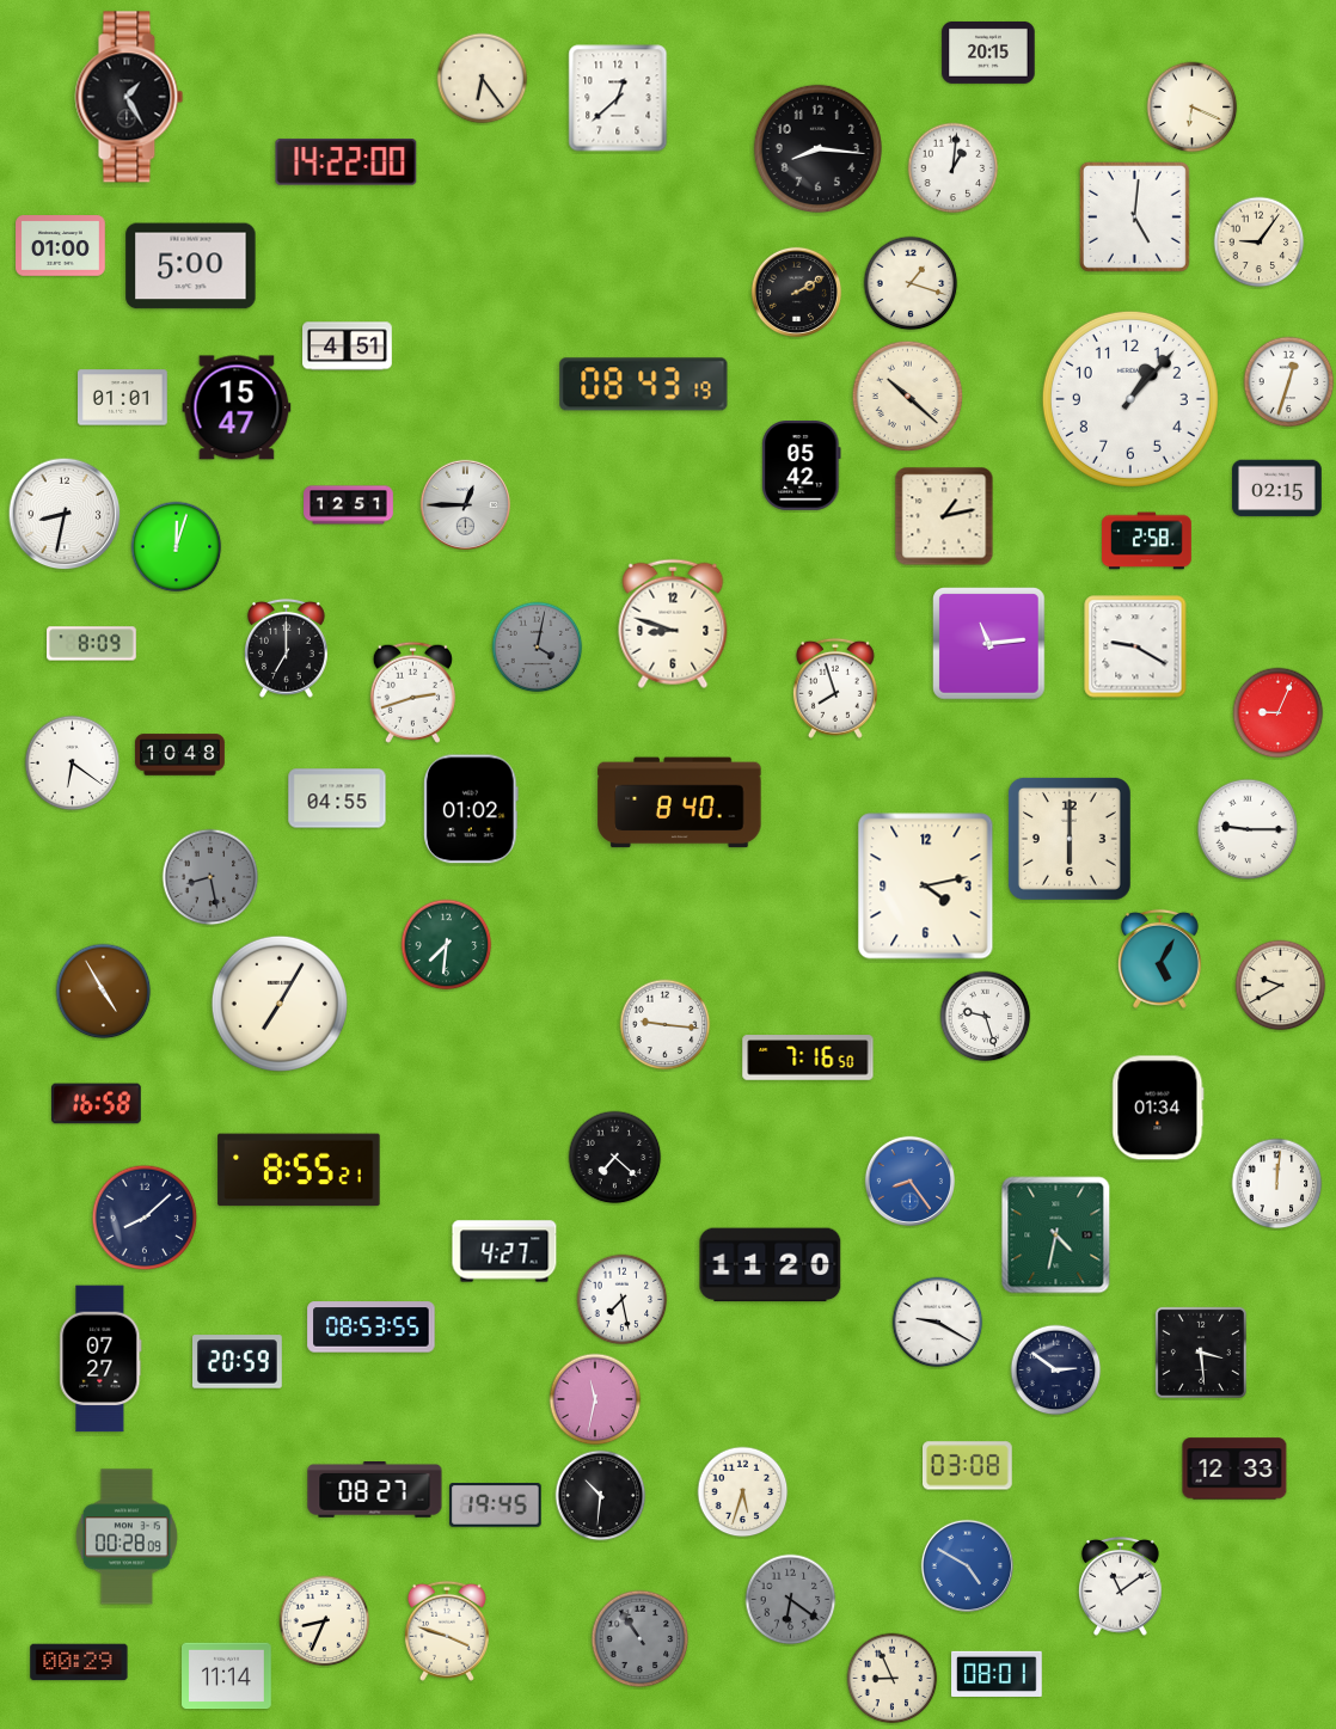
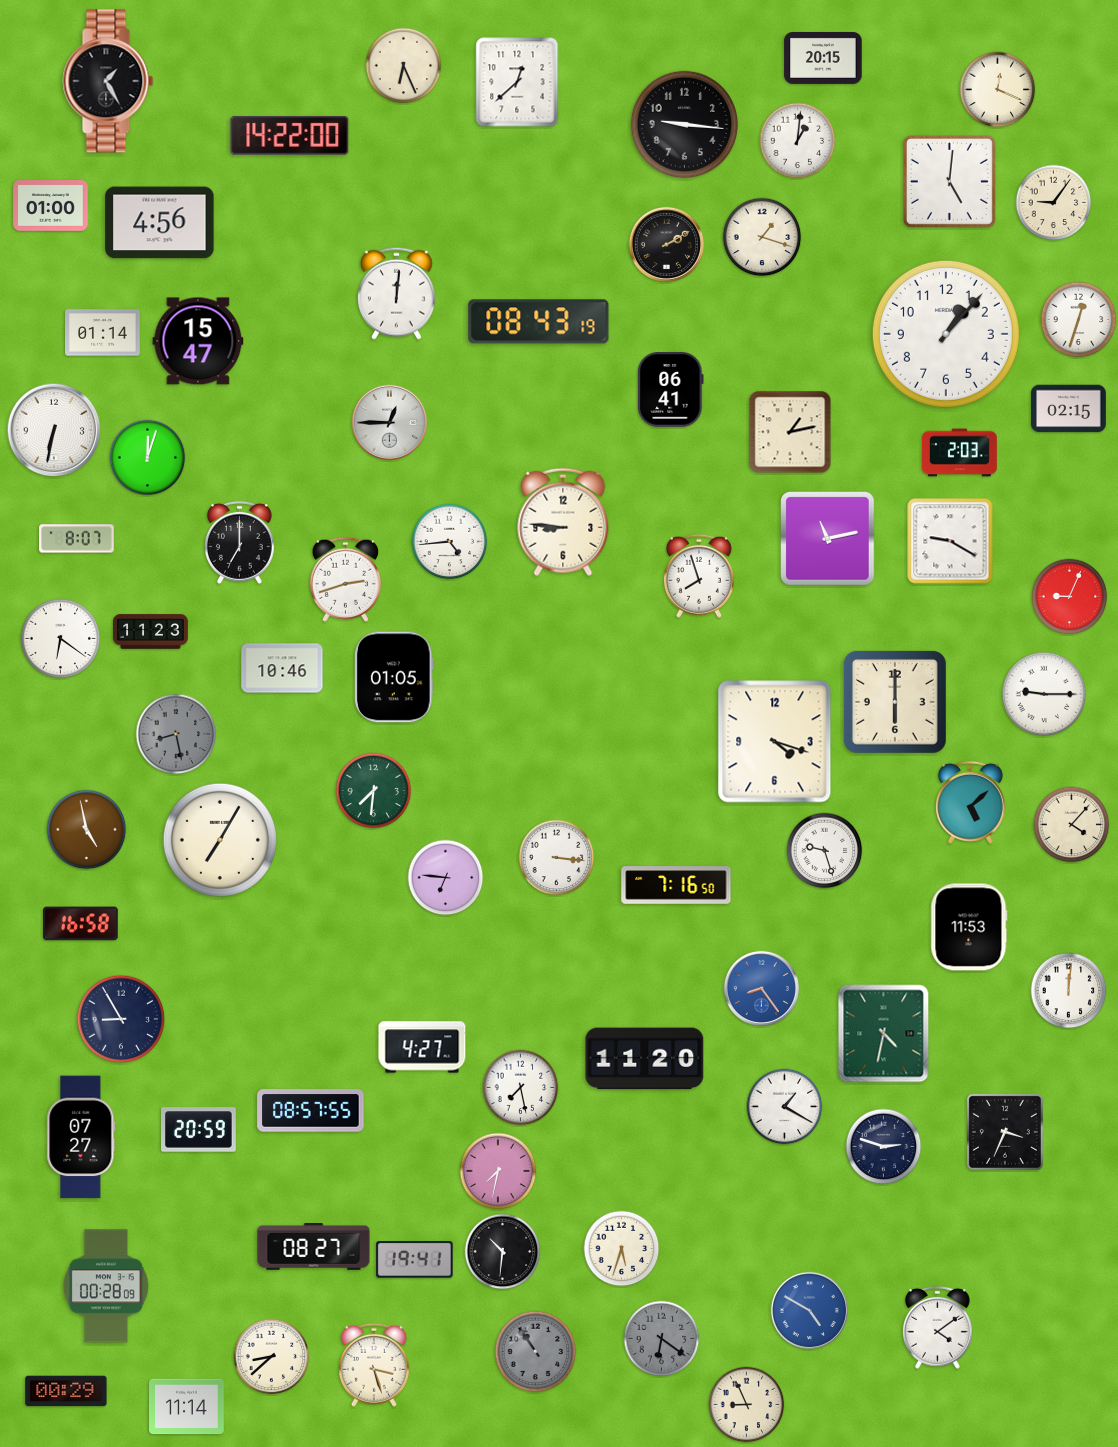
clock at (988, 53) position: (988, 53) -> (823, 58)
clock at (483, 79): 6:24 -> 6:26
clock at (1193, 108): 6:19 -> 12:19
clock at (817, 148): 8:16 -> 9:16
clock at (191, 266): 5:00 -> 4:56
clock at (348, 347): 4:51 -> none
clock at (397, 293): none -> 12:01
clock at (908, 397): 10:22 -> none
clock at (123, 398): 01:01 -> 01:14
clock at (802, 466): 05:42 -> 06:41
clock at (349, 505): 12:51 -> none
clock at (65, 514): 8:32 -> 6:32
clock at (1147, 541): 2:58 -> 2:03
clock at (673, 624): 8:48 -> 8:46
clock at (92, 644): 8:09 -> 8:07
clock at (989, 644): 11:14 -> 11:13
clock at (538, 648): 4:02 -> 4:44
clock at (538, 648) dial: grey -> white
clock at (180, 755): 10:48 -> 11:23
clock at (337, 798): 04:55 -> 10:46
clock at (680, 803): 8:40 -> none
clock at (472, 809): 01:02 -> 01:05
clock at (926, 887): 4:13 -> 4:18
clock at (1159, 958): 5:05 -> 5:08
clock at (1281, 986): 9:40 -> 4:07
clock at (104, 992): 4:55 -> 4:58
clock at (280, 1004) position: (280, 1004) -> (220, 840)
clock at (666, 1025): 9:16 -> 3:16
clock at (446, 878): none -> 6:46
clock at (1158, 1108): 01:34 -> 11:53
clock at (615, 1158): 7:22 -> none
clock at (299, 1170): 8:55 -> none
clock at (145, 1218): 8:08 -> 8:55
clock at (938, 1323): 9:20 -> 1:20
clock at (372, 1328): 08:53 -> 08:57
clock at (1201, 1353): 3:29 -> 3:34
clock at (100, 1359) position: (100, 1359) -> (81, 1137)
clock at (238, 1362) position: (238, 1362) -> (199, 1130)
clock at (1056, 1371): 2:51 -> 2:48
clock at (595, 1399): 11:32 -> 7:32
clock at (968, 1466): 03:08 -> none
clock at (1234, 1469): 12:33 -> none
clock at (496, 1506): 19:45 -> 19:41
clock at (1120, 1586): 11:09 -> 4:09
clock at (325, 1621): 8:34 -> 8:38
clock at (447, 1631): 3:48 -> 3:27
clock at (641, 1639) position: (641, 1639) -> (536, 1352)
clock at (997, 1674): 08:01 -> none
clock at (227, 1676) position: (227, 1676) -> (187, 1407)
